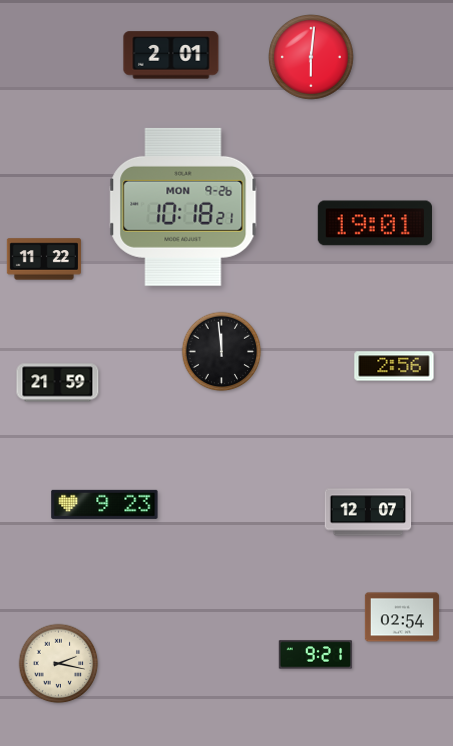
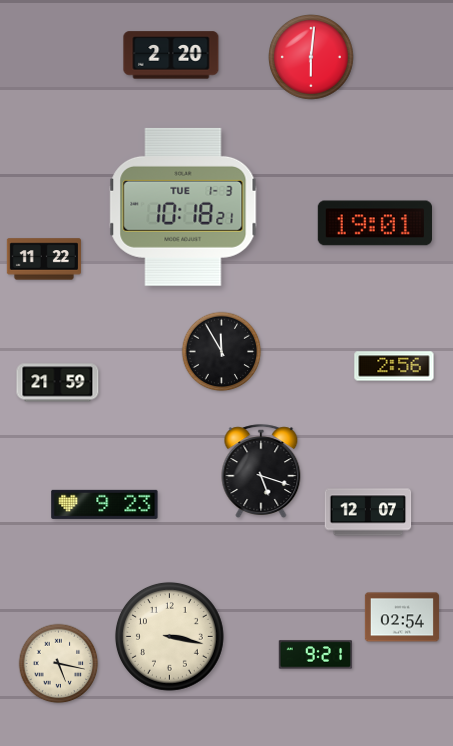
clock at (171, 55): 2:01 -> 2:20
clock at (183, 207) date: MON 9-26 -> TUE 1-3
clock at (222, 352): 11:59 -> 11:55
clock at (261, 471): none -> 5:18
clock at (169, 636): none -> 3:17
clock at (59, 664): 2:17 -> 5:17
